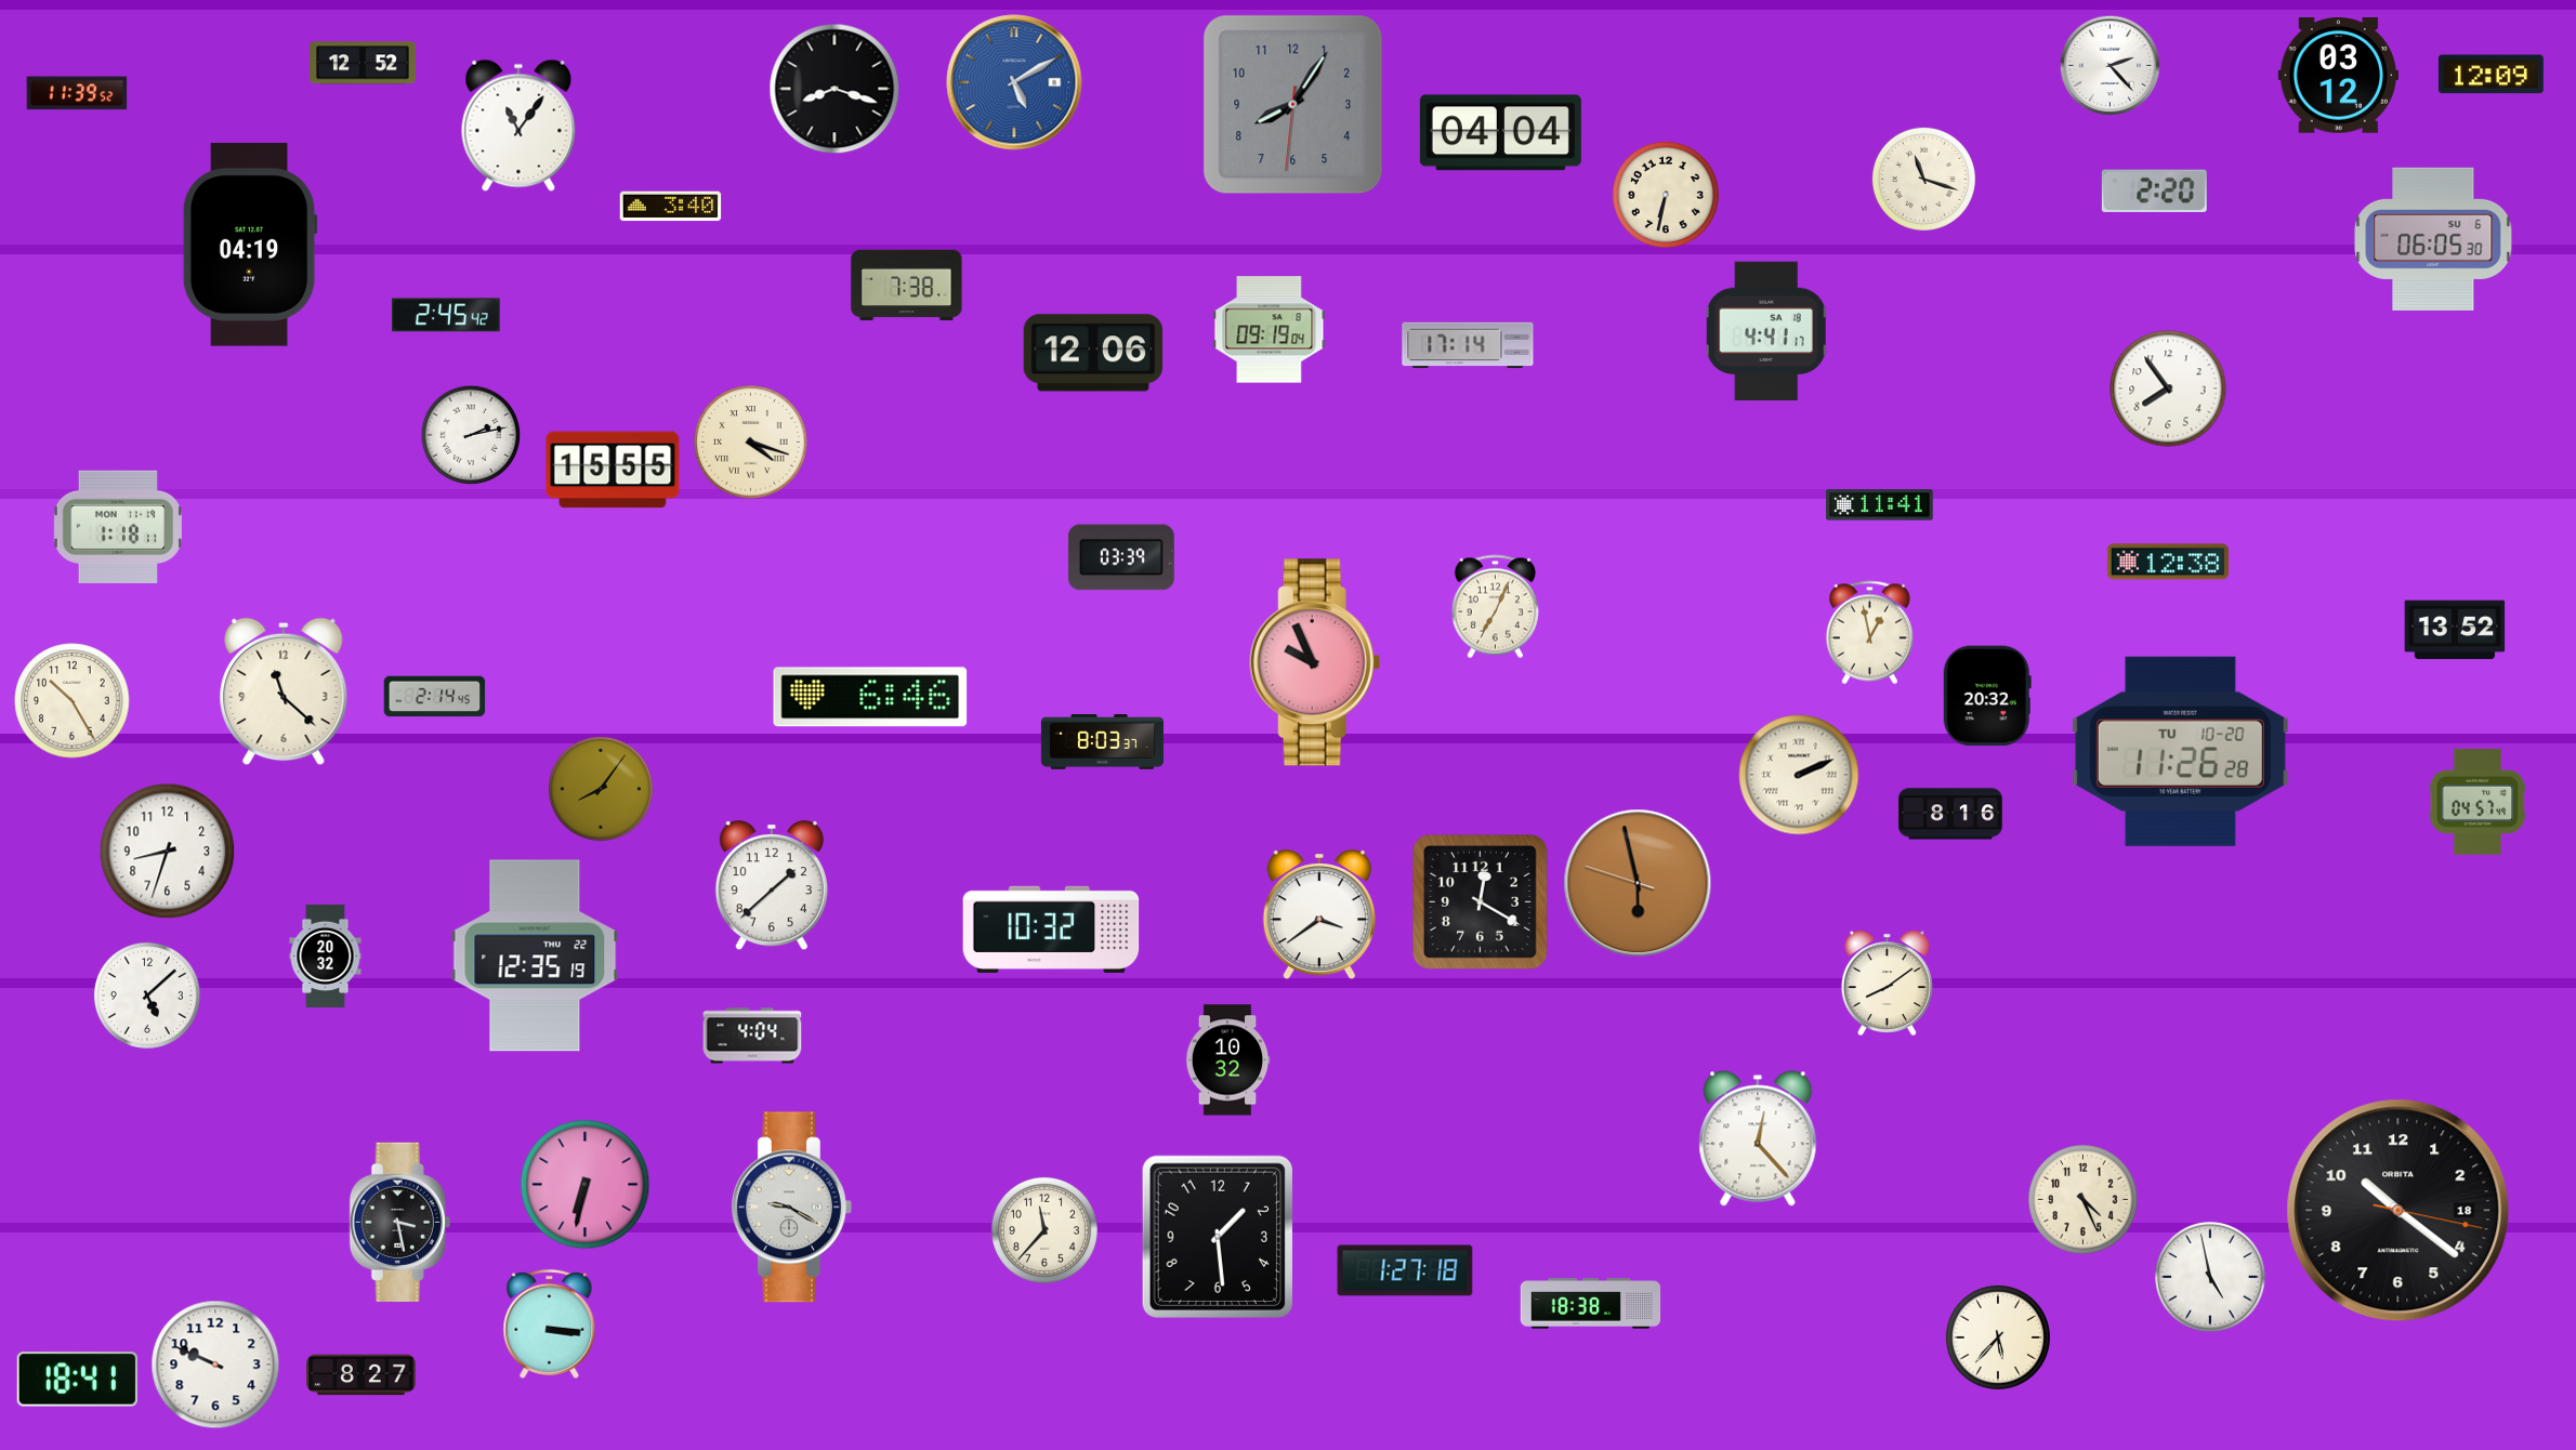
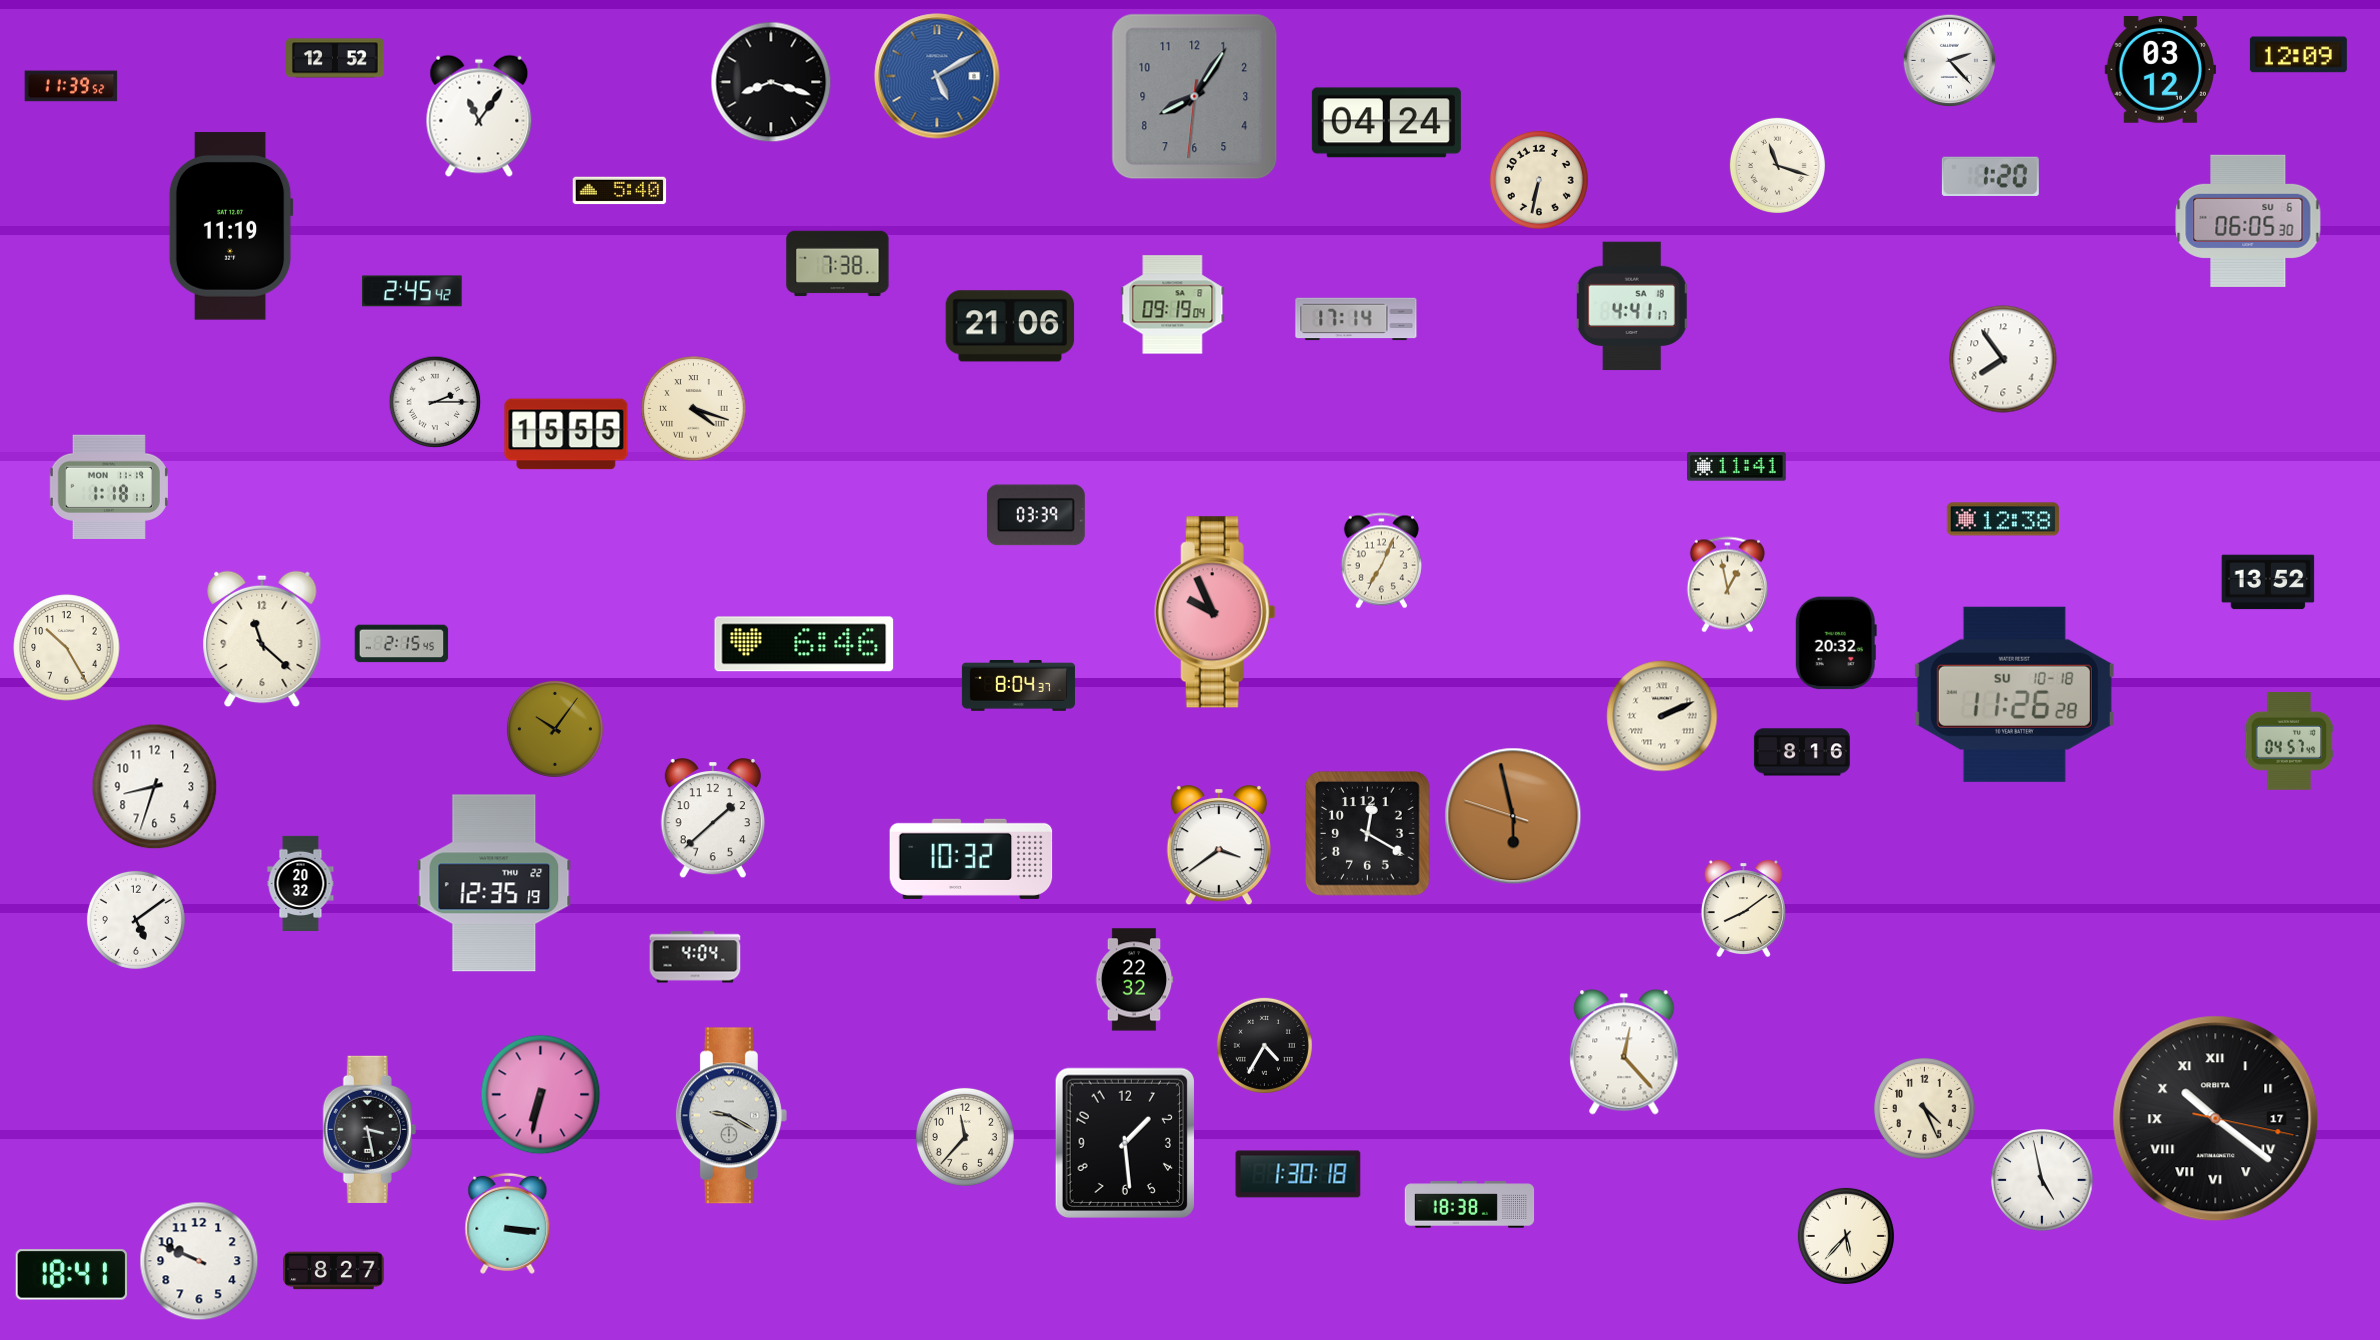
clock at (2490, 75) position: (2490, 75) -> (2298, 55)
clock at (1500, 133): 04:04 -> 04:24
clock at (2154, 190): 2:20 -> 1:20
clock at (671, 207): 3:40 -> 5:40
clock at (250, 245): 04:19 -> 11:19
clock at (1093, 353): 12:06 -> 21:06
clock at (471, 435): 2:13 -> 2:15
clock at (435, 697): 2:14 -> 2:15
clock at (1102, 742): 8:03 -> 8:04
clock at (2180, 751) date: TU 10-20 -> SU 10-18
clock at (601, 789): 8:06 -> 10:06
clock at (147, 996): 5:08 -> 5:09
clock at (1227, 1060): 10:32 -> 22:32
clock at (1264, 1045): none -> 4:35
clock at (2398, 1211) date: 18 -> 17
clock at (2398, 1211) numerals: Arabic -> Roman
clock at (1405, 1270): 1:27 -> 1:30
